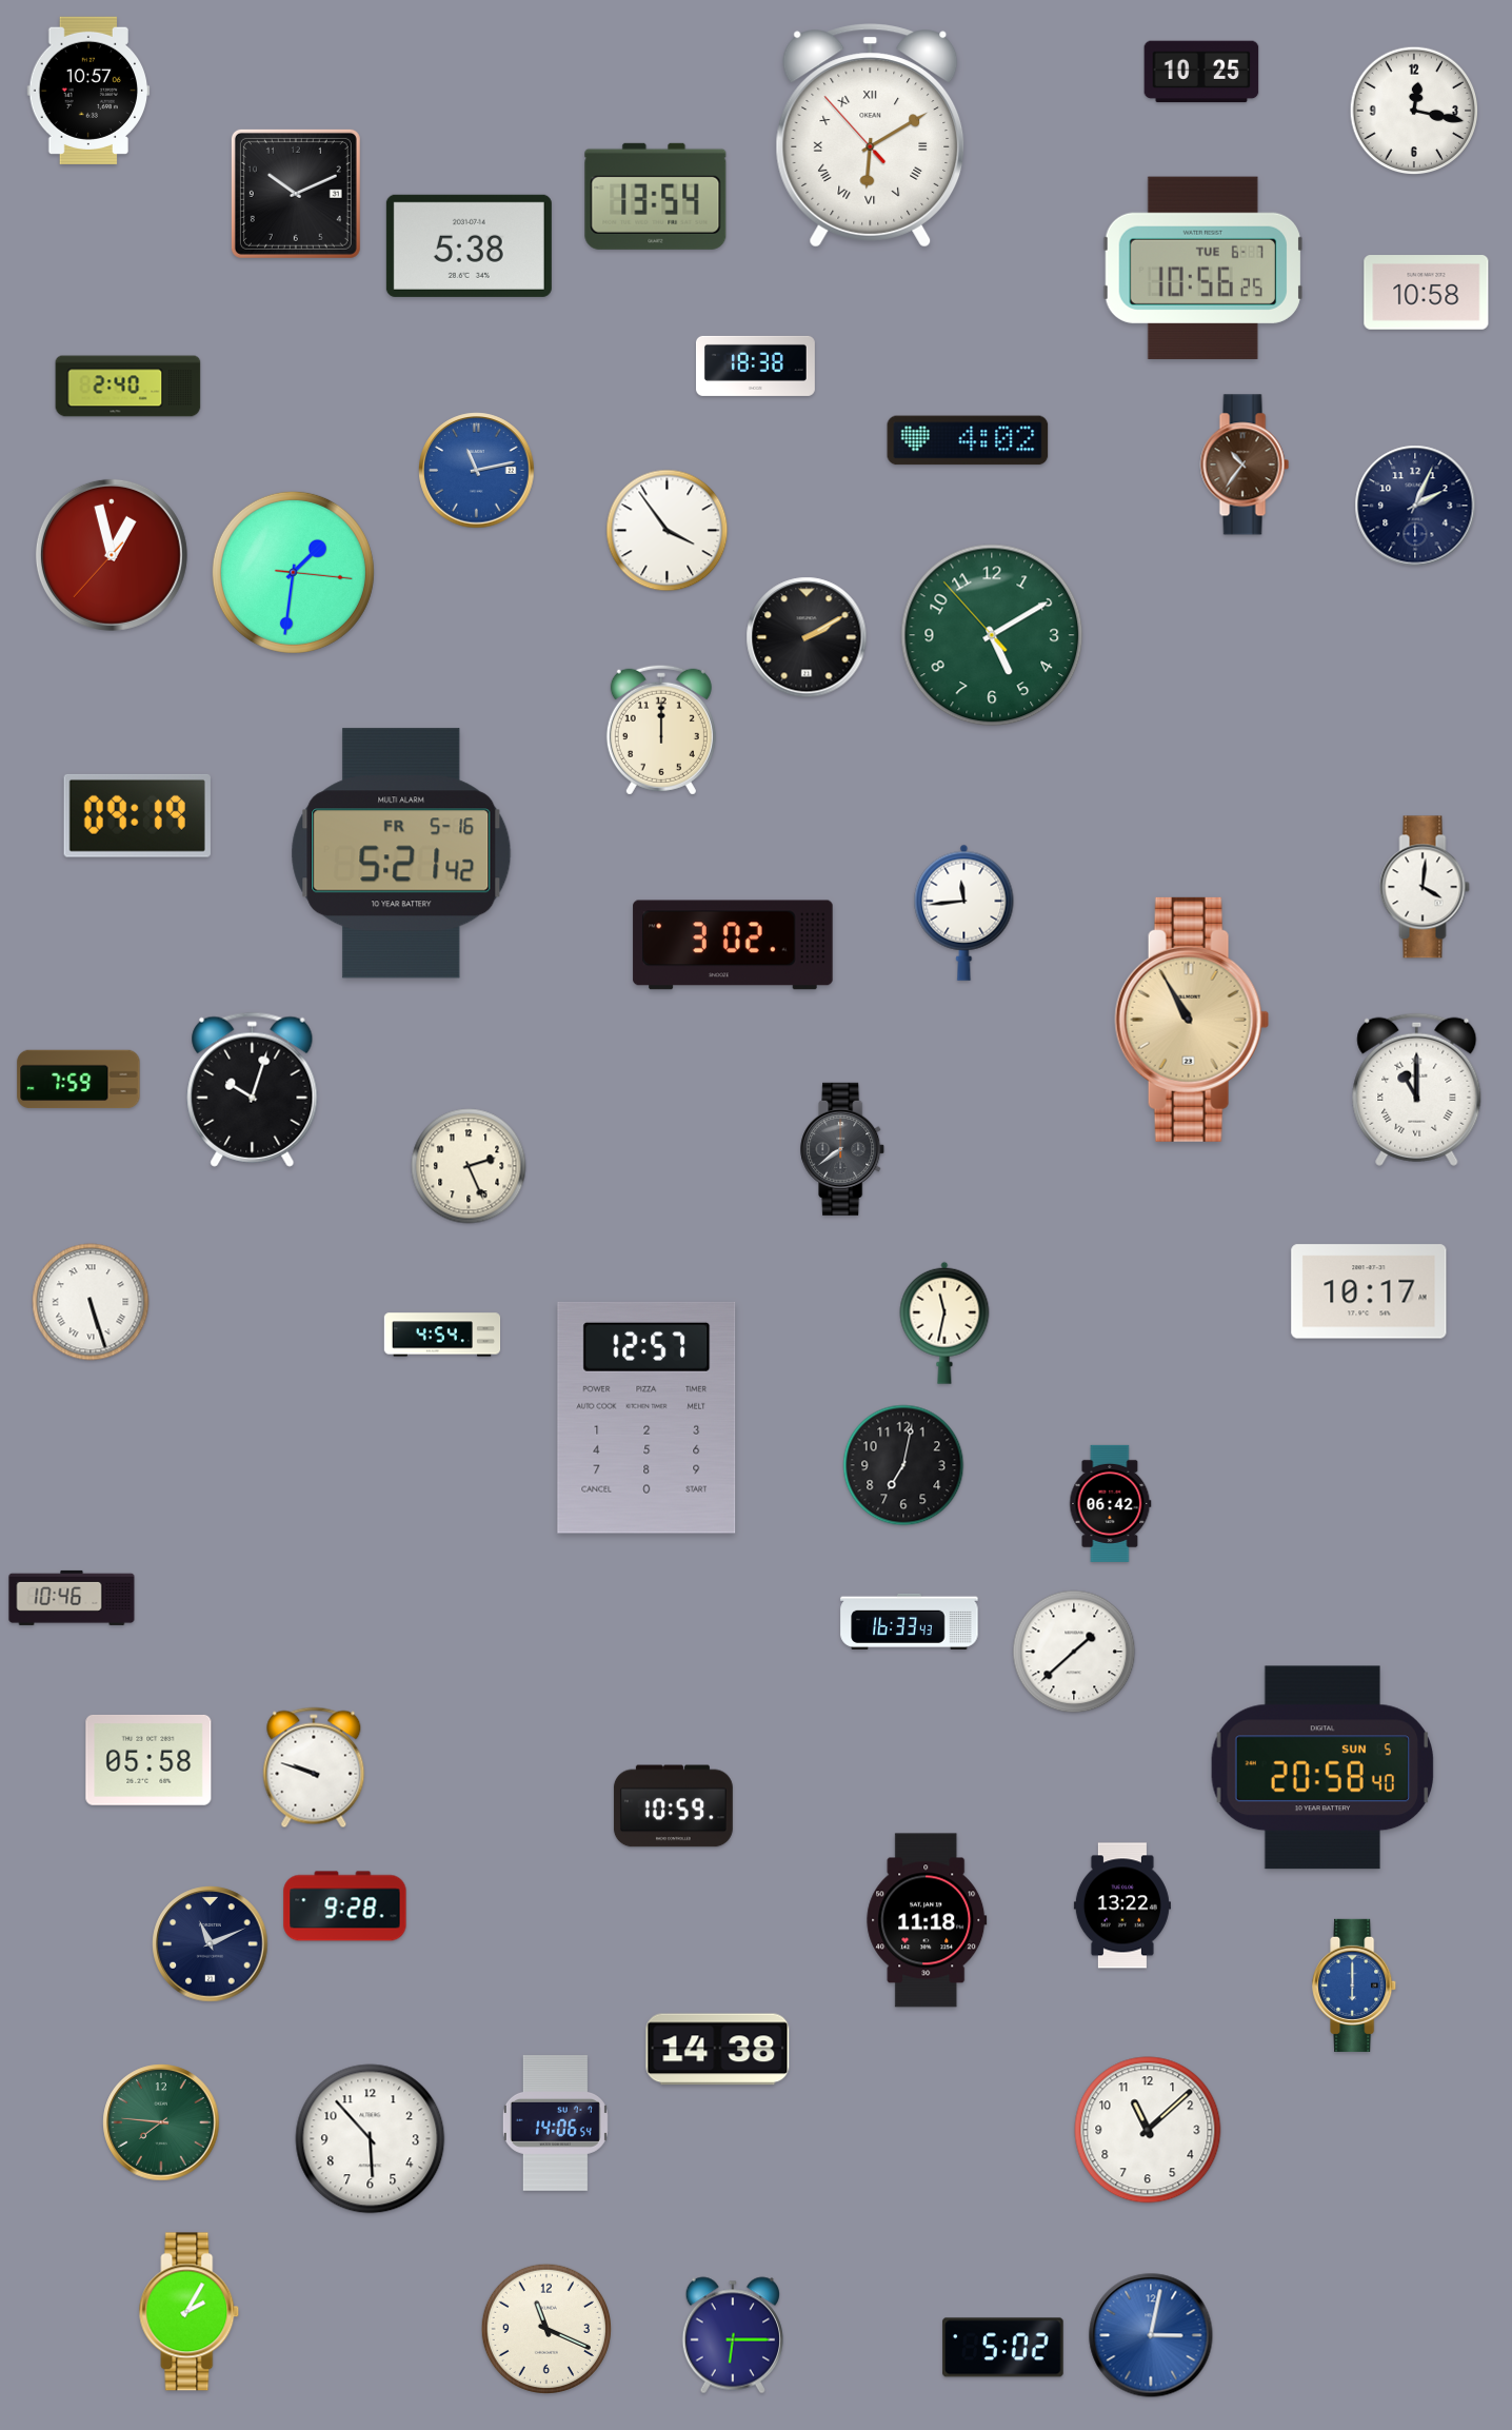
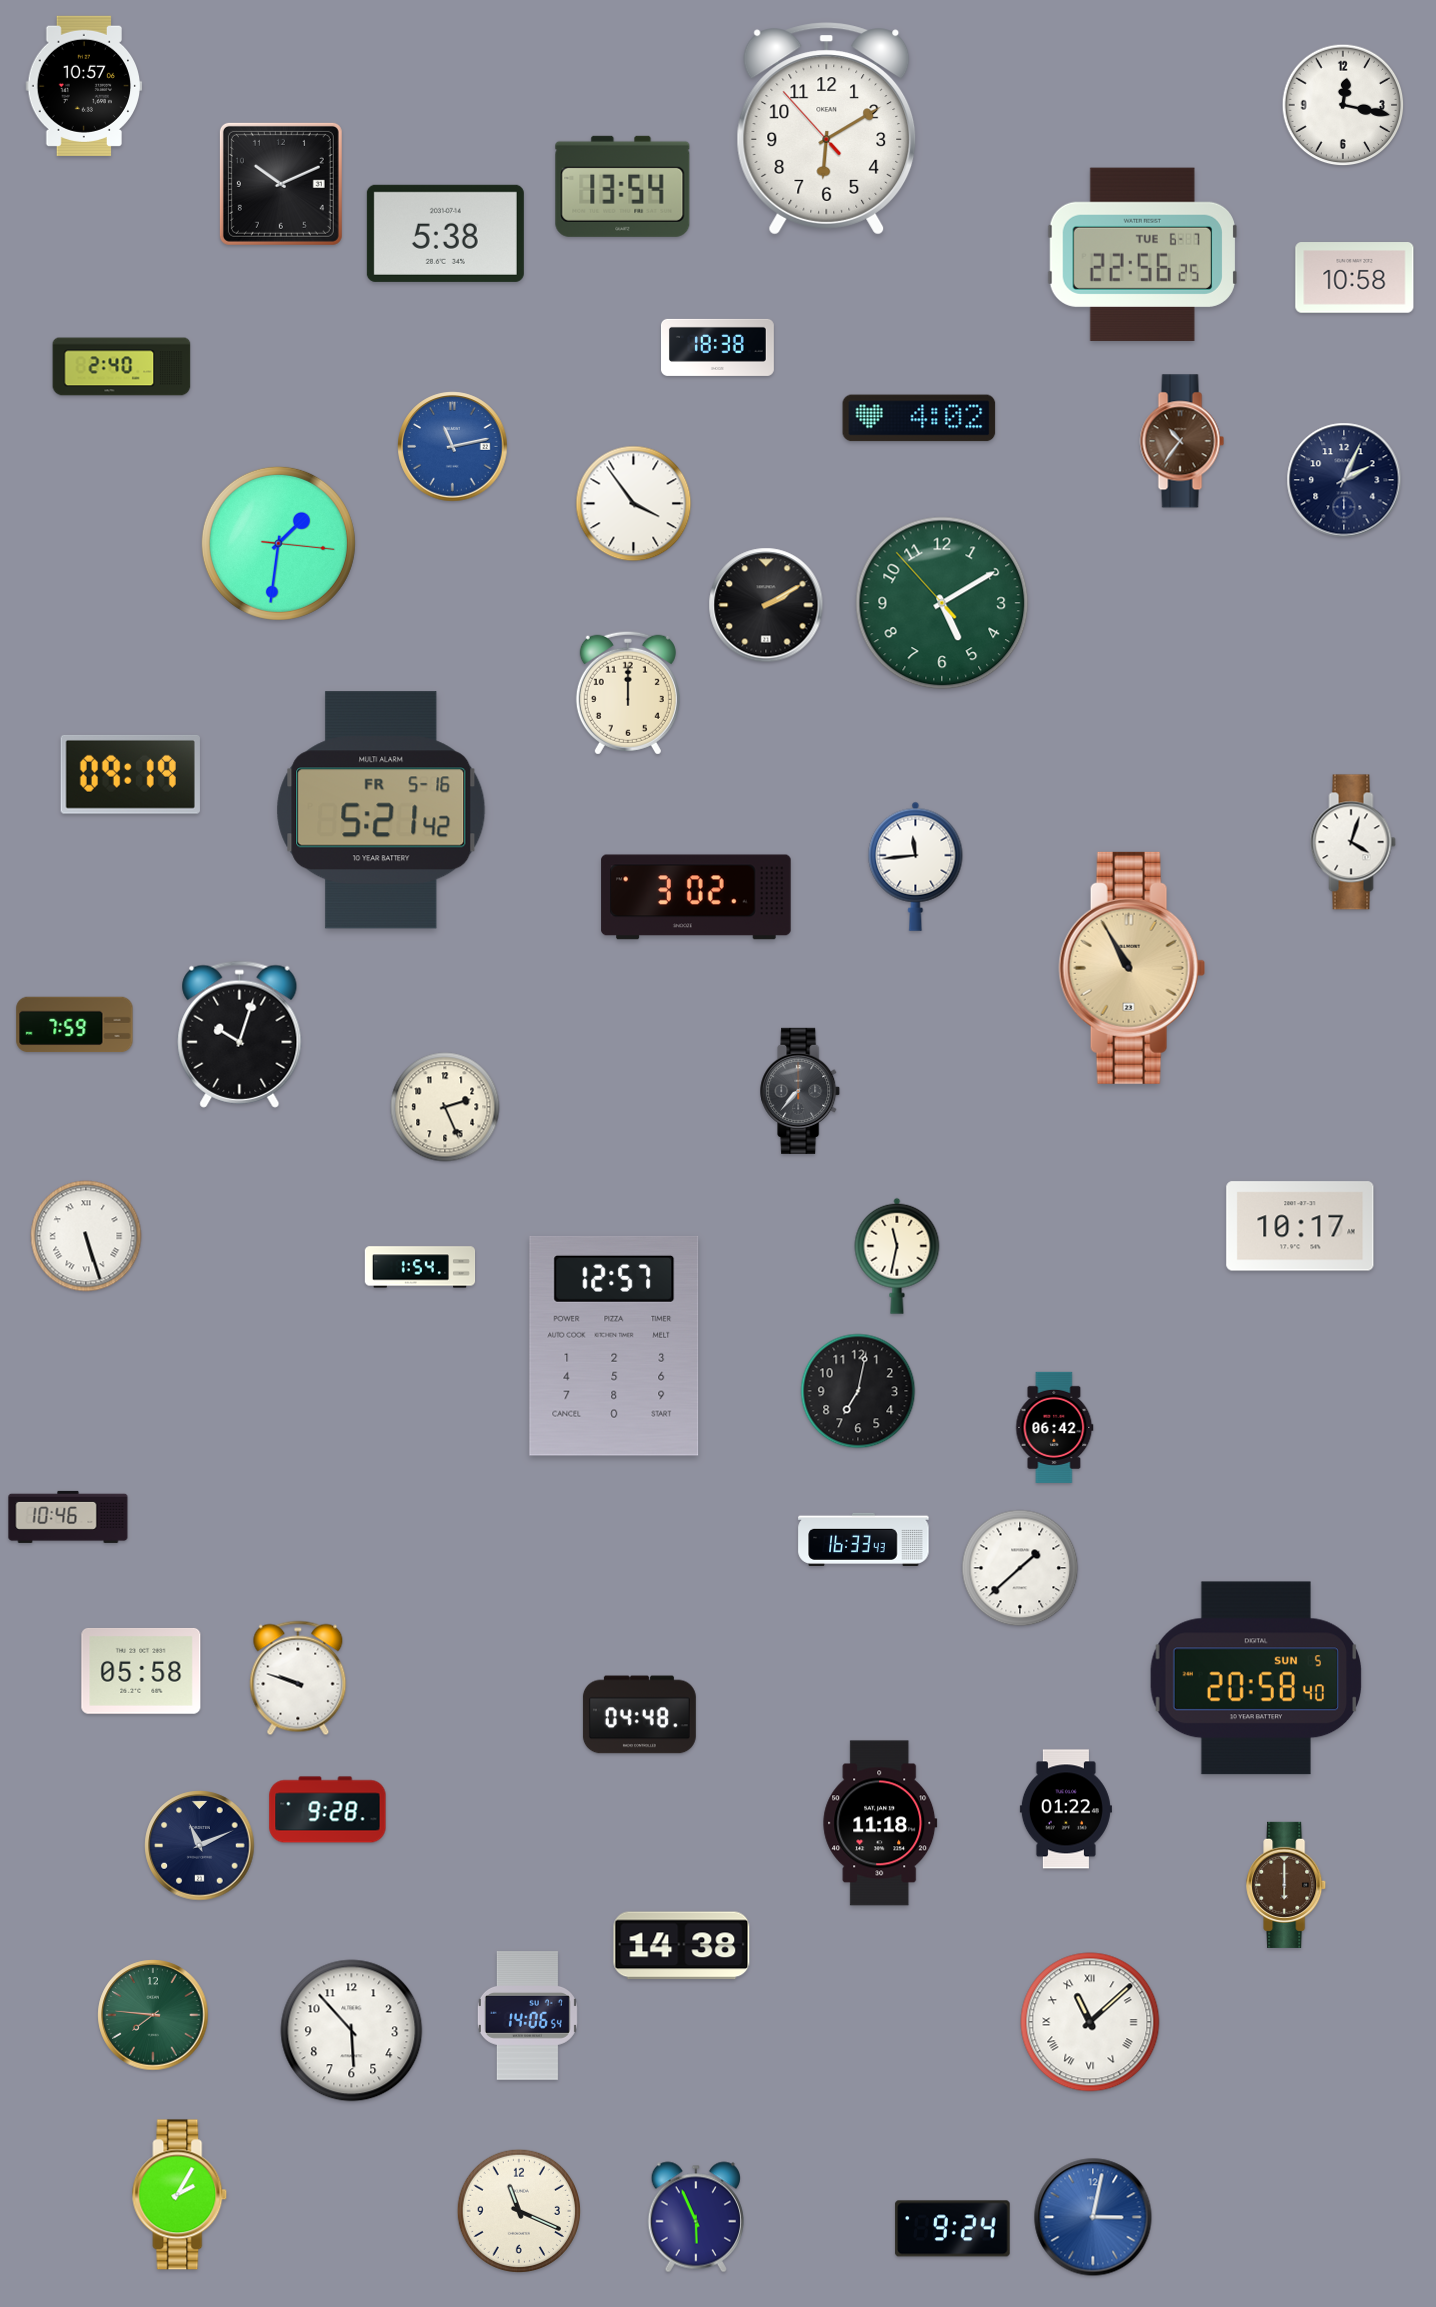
clock at (1201, 72): 10:25 -> none
clock at (871, 136) numerals: Roman -> Arabic
clock at (1202, 268): 10:56 -> 22:56
clock at (112, 555): 12:57 -> none
clock at (1425, 887): 4:01 -> 4:03
clock at (1417, 1089): 11:00 -> none
clock at (843, 1149): 7:39 -> 7:37
clock at (442, 1335): 4:54 -> 1:54
clock at (673, 1806): 10:59 -> 04:48
clock at (1122, 1905): 13:22 -> 01:22
clock at (1355, 1986) dial: blue -> brown
clock at (1148, 2130) numerals: Arabic -> Roman
clock at (733, 2335): 6:15 -> 5:56
clock at (1003, 2348): 5:02 -> 9:24
